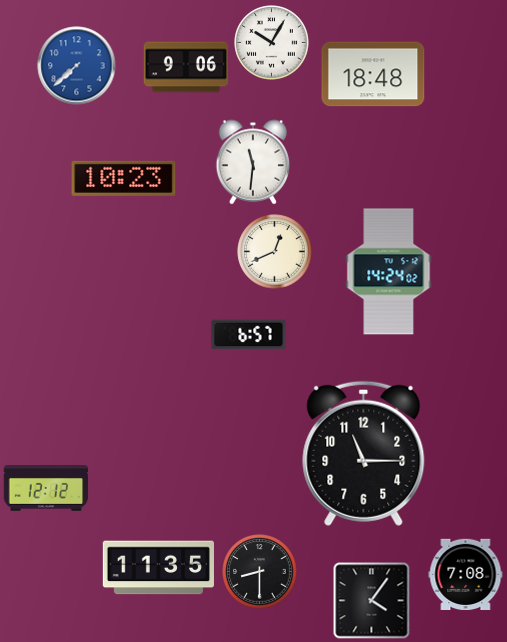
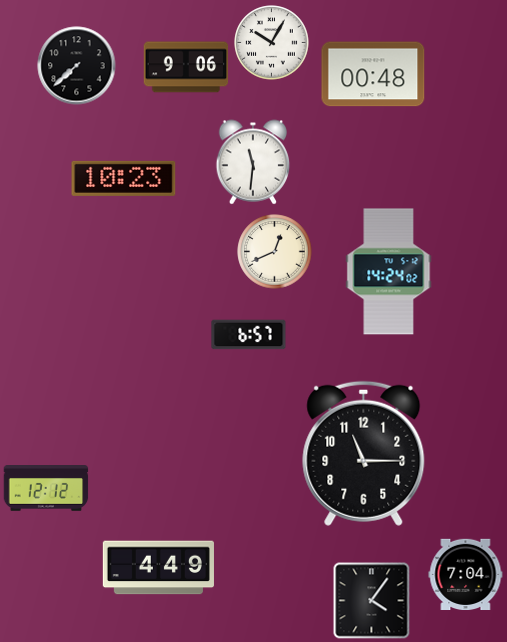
clock at (77, 66) dial: blue -> black
clock at (373, 74): 18:48 -> 00:48
clock at (158, 568): 11:35 -> 4:49
clock at (260, 572): 8:30 -> none
clock at (466, 574): 7:08 -> 7:04
